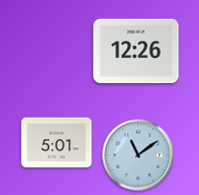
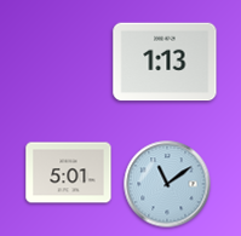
clock at (136, 51): 12:26 -> 1:13
clock at (138, 155) position: (138, 155) -> (167, 184)
